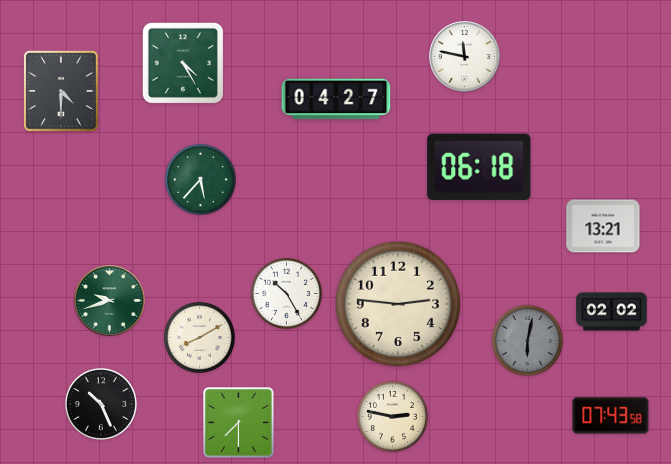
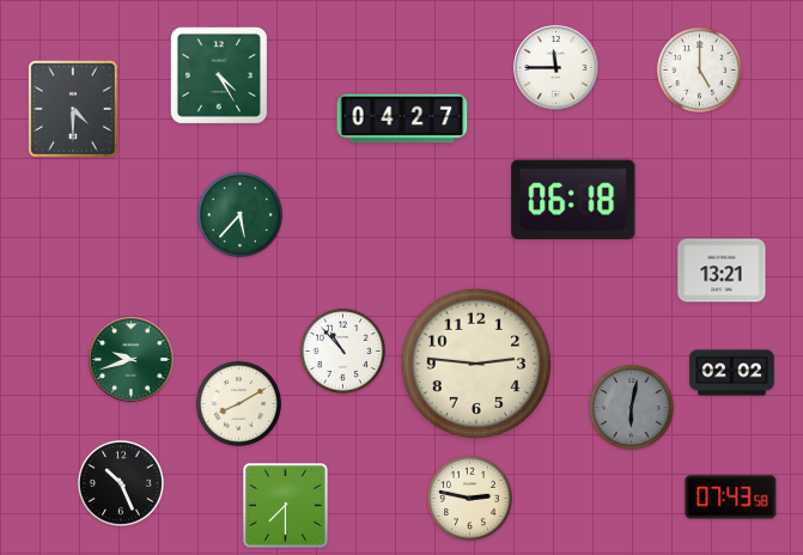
clock at (465, 57): 11:47 -> 11:45
clock at (699, 69): none -> 5:00
clock at (286, 293): 10:25 -> 10:53
